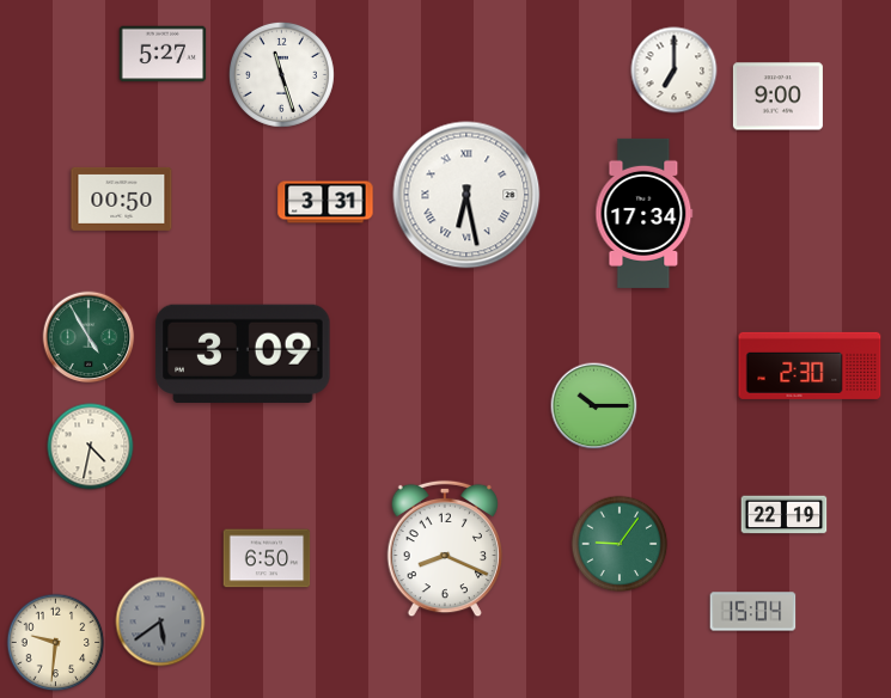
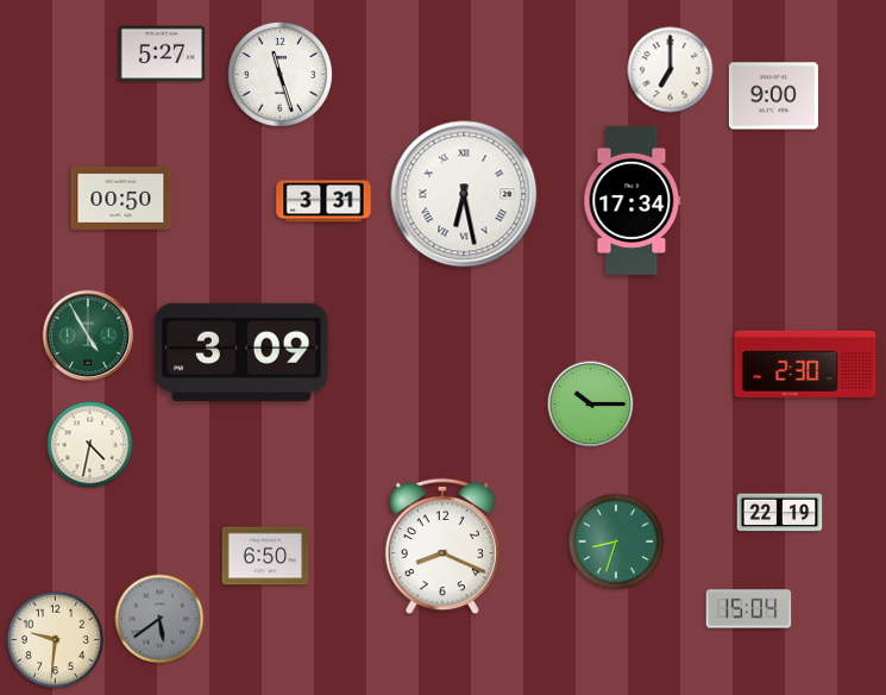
clock at (645, 213) position: (645, 213) -> (633, 200)
clock at (620, 544): 9:06 -> 8:33
